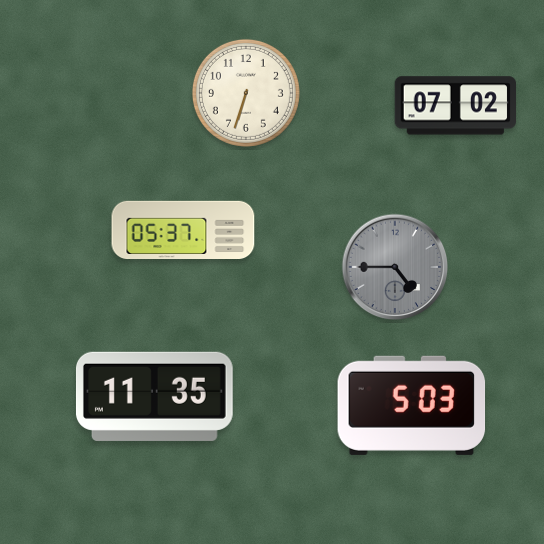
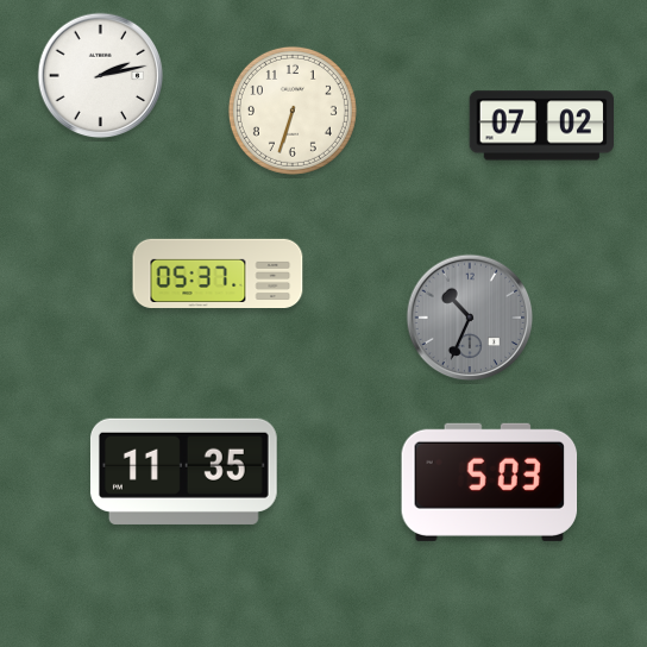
clock at (101, 76): none -> 2:13
clock at (395, 267): 4:45 -> 10:34
